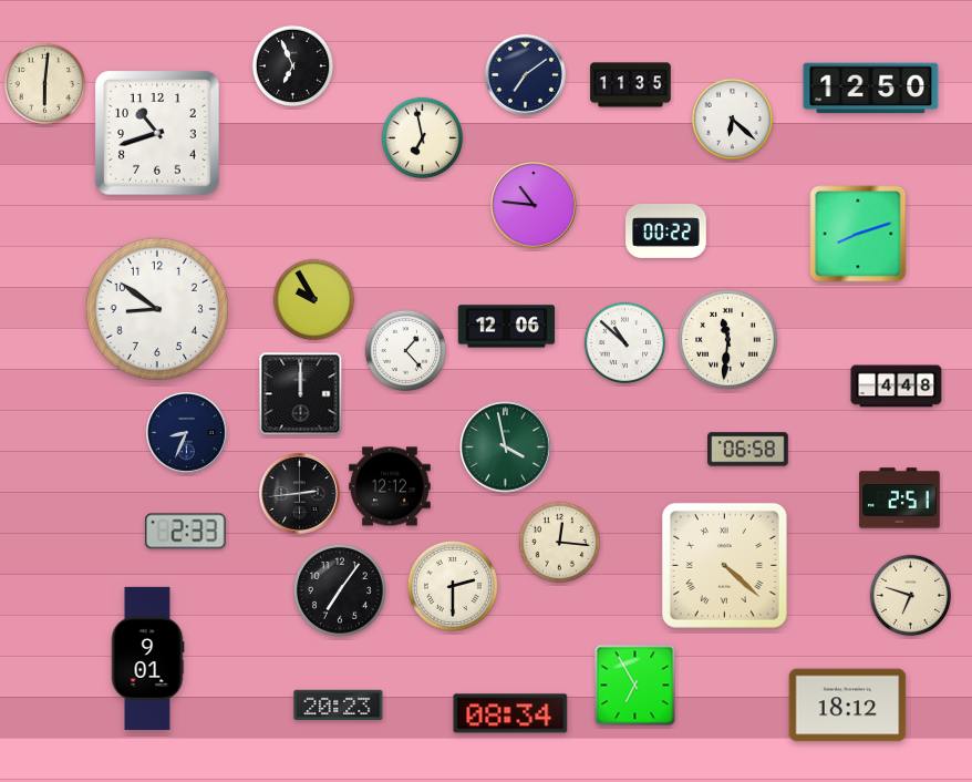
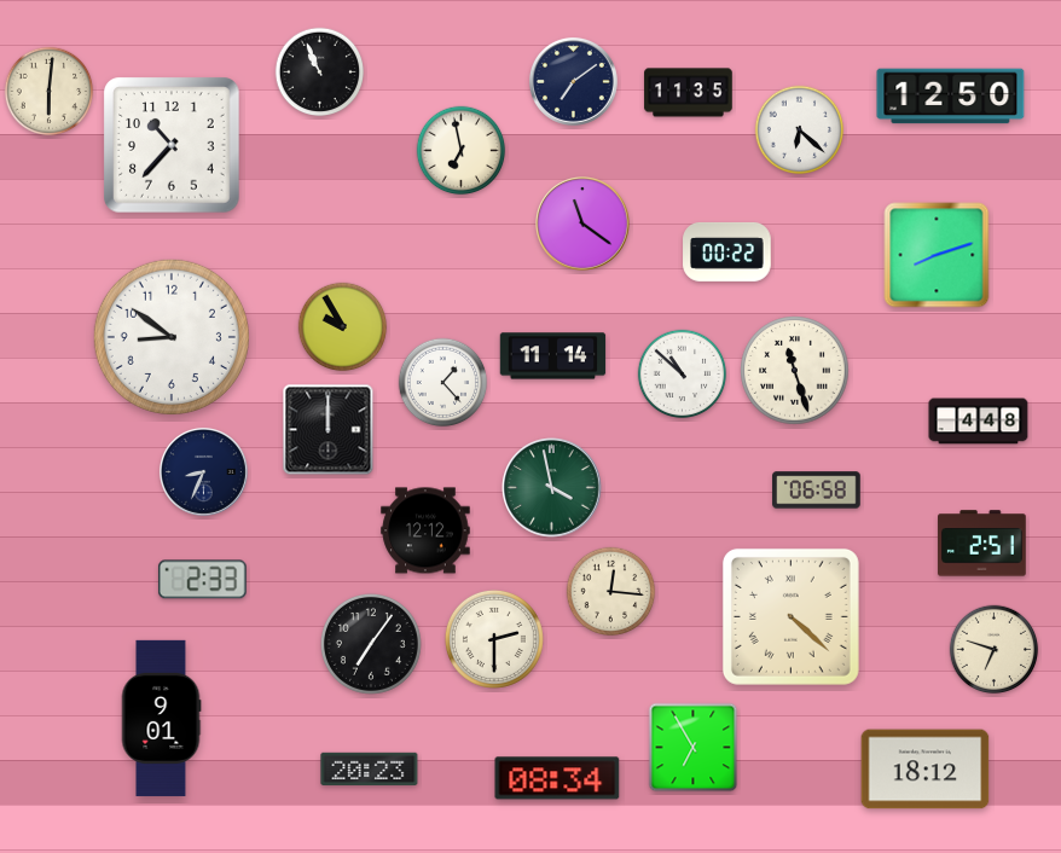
clock at (293, 66): 6:56 -> 10:56
clock at (157, 133): 10:42 -> 10:37
clock at (535, 206): 10:46 -> 11:21
clock at (507, 327): 12:06 -> 11:14
clock at (728, 340): 11:31 -> 11:27
clock at (299, 493): 2:44 -> none
